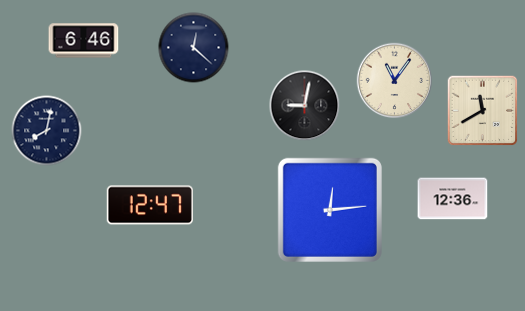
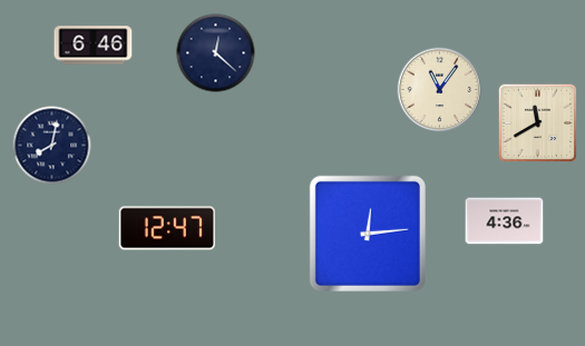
clock at (305, 106): 9:02 -> none
clock at (453, 199): 12:36 -> 4:36
